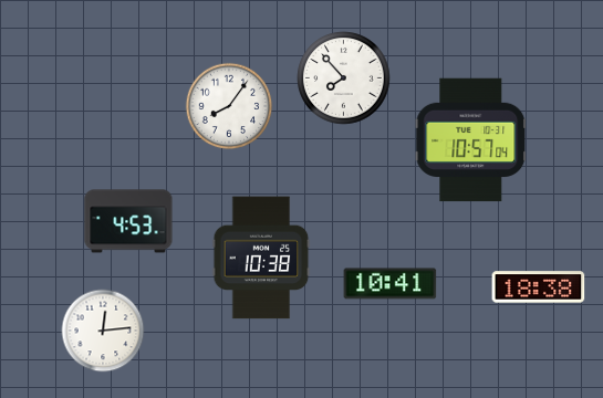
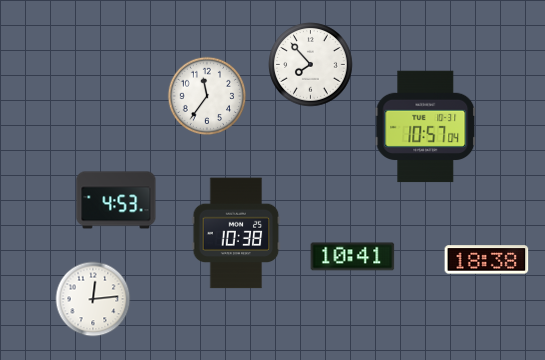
clock at (344, 78) position: (344, 78) -> (311, 65)
clock at (229, 106): 8:06 -> 11:36
